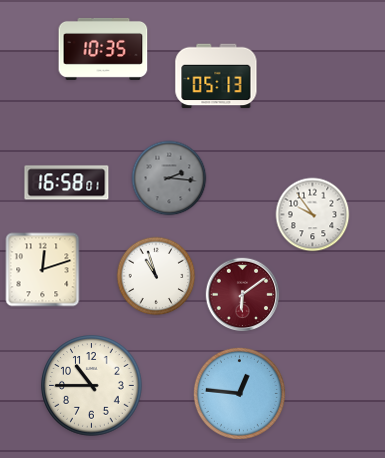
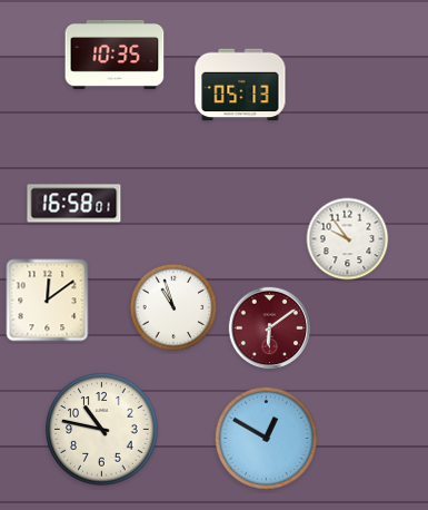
clock at (169, 178): 2:16 -> none
clock at (43, 270): 12:12 -> 12:09
clock at (92, 386): 10:45 -> 10:47
clock at (239, 393): 12:46 -> 12:50
